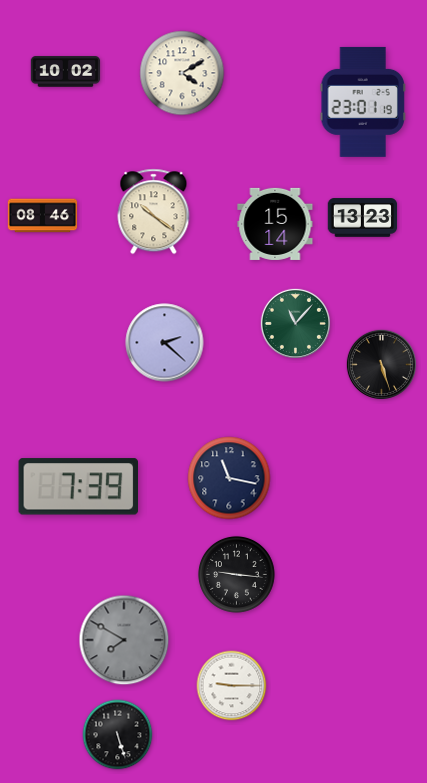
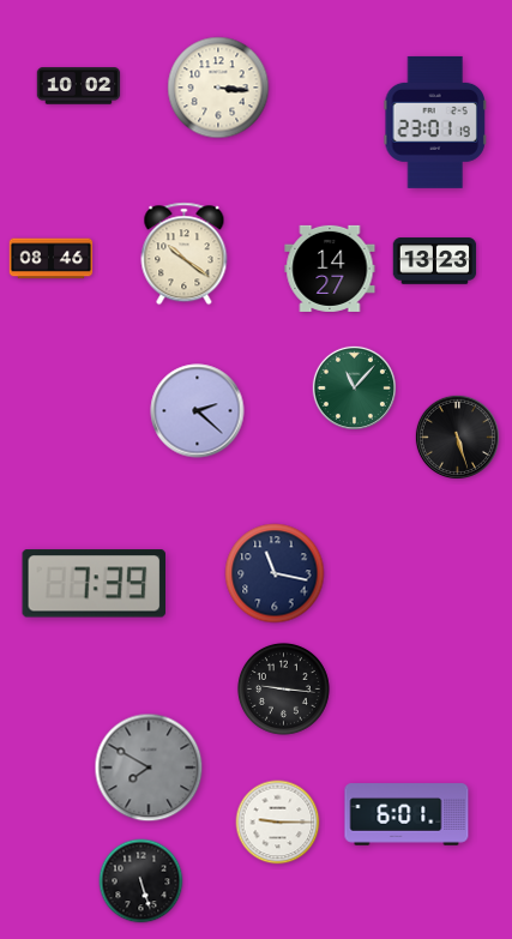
clock at (182, 73): 4:10 -> 3:16
clock at (275, 224): 15:14 -> 14:27
clock at (406, 814): none -> 6:01
